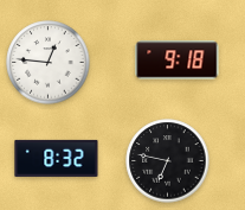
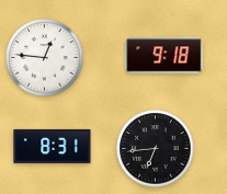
clock at (57, 158): 8:32 -> 8:31
clock at (168, 161): 6:47 -> 6:44
